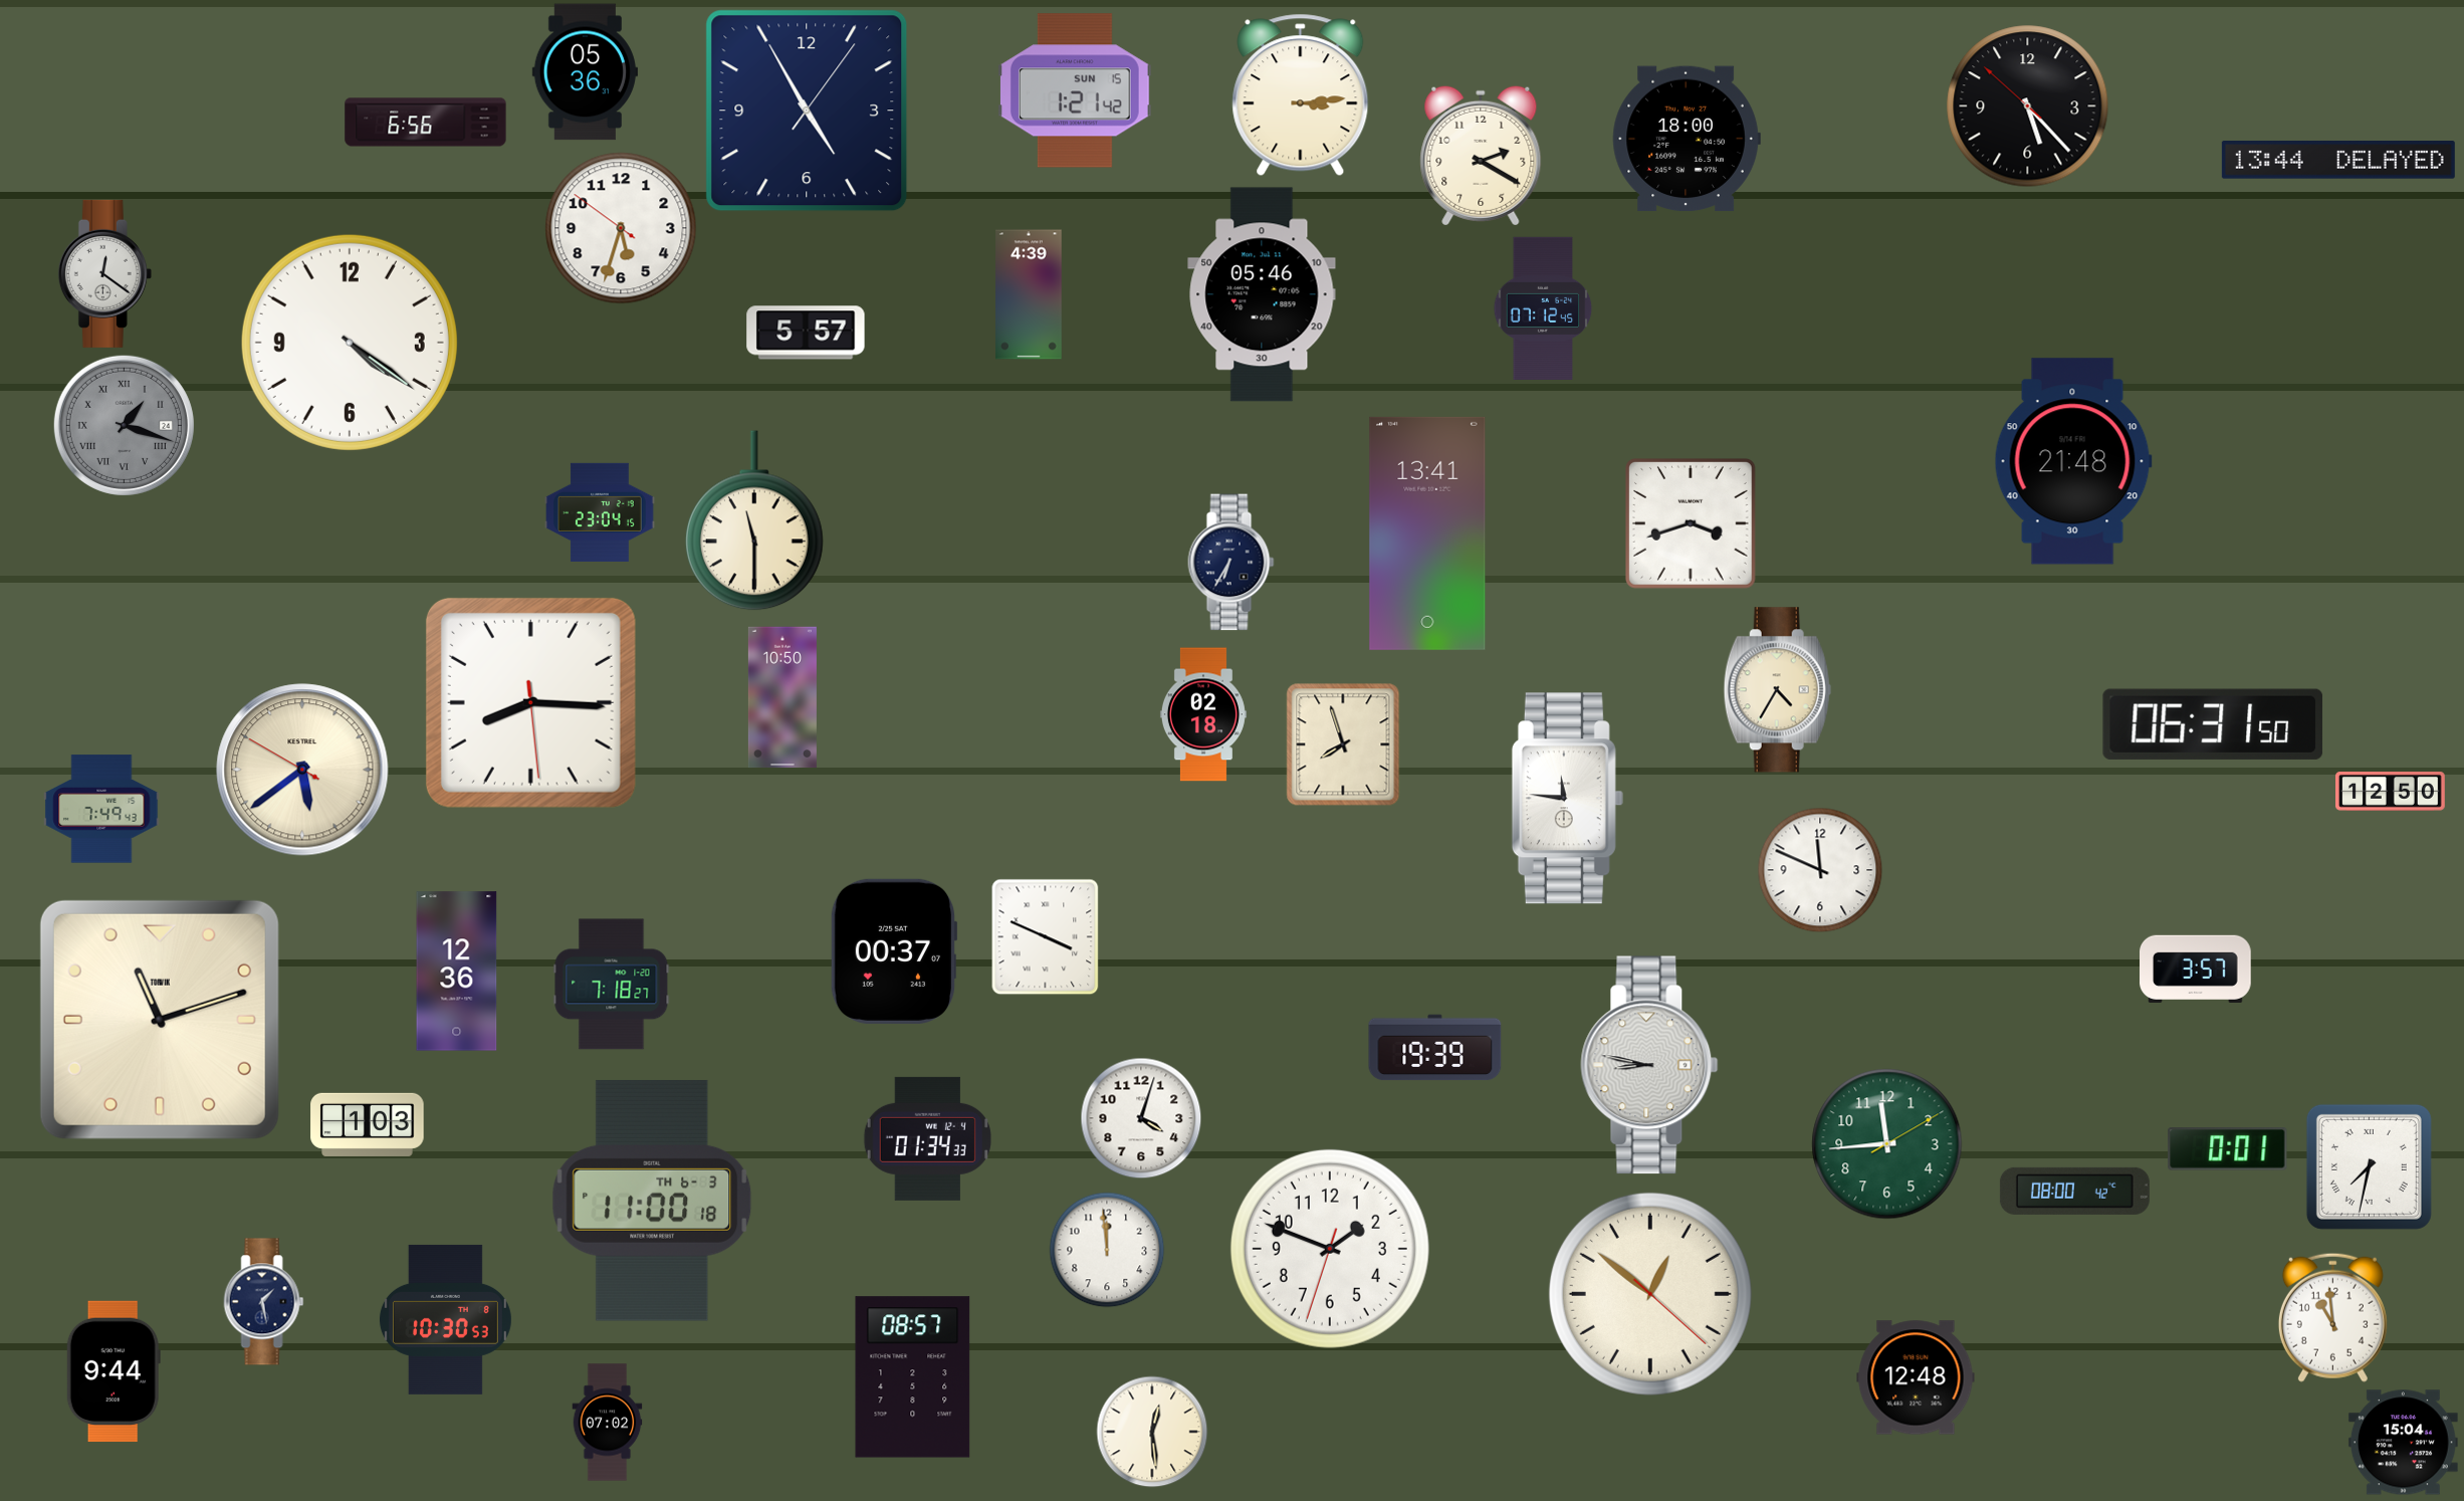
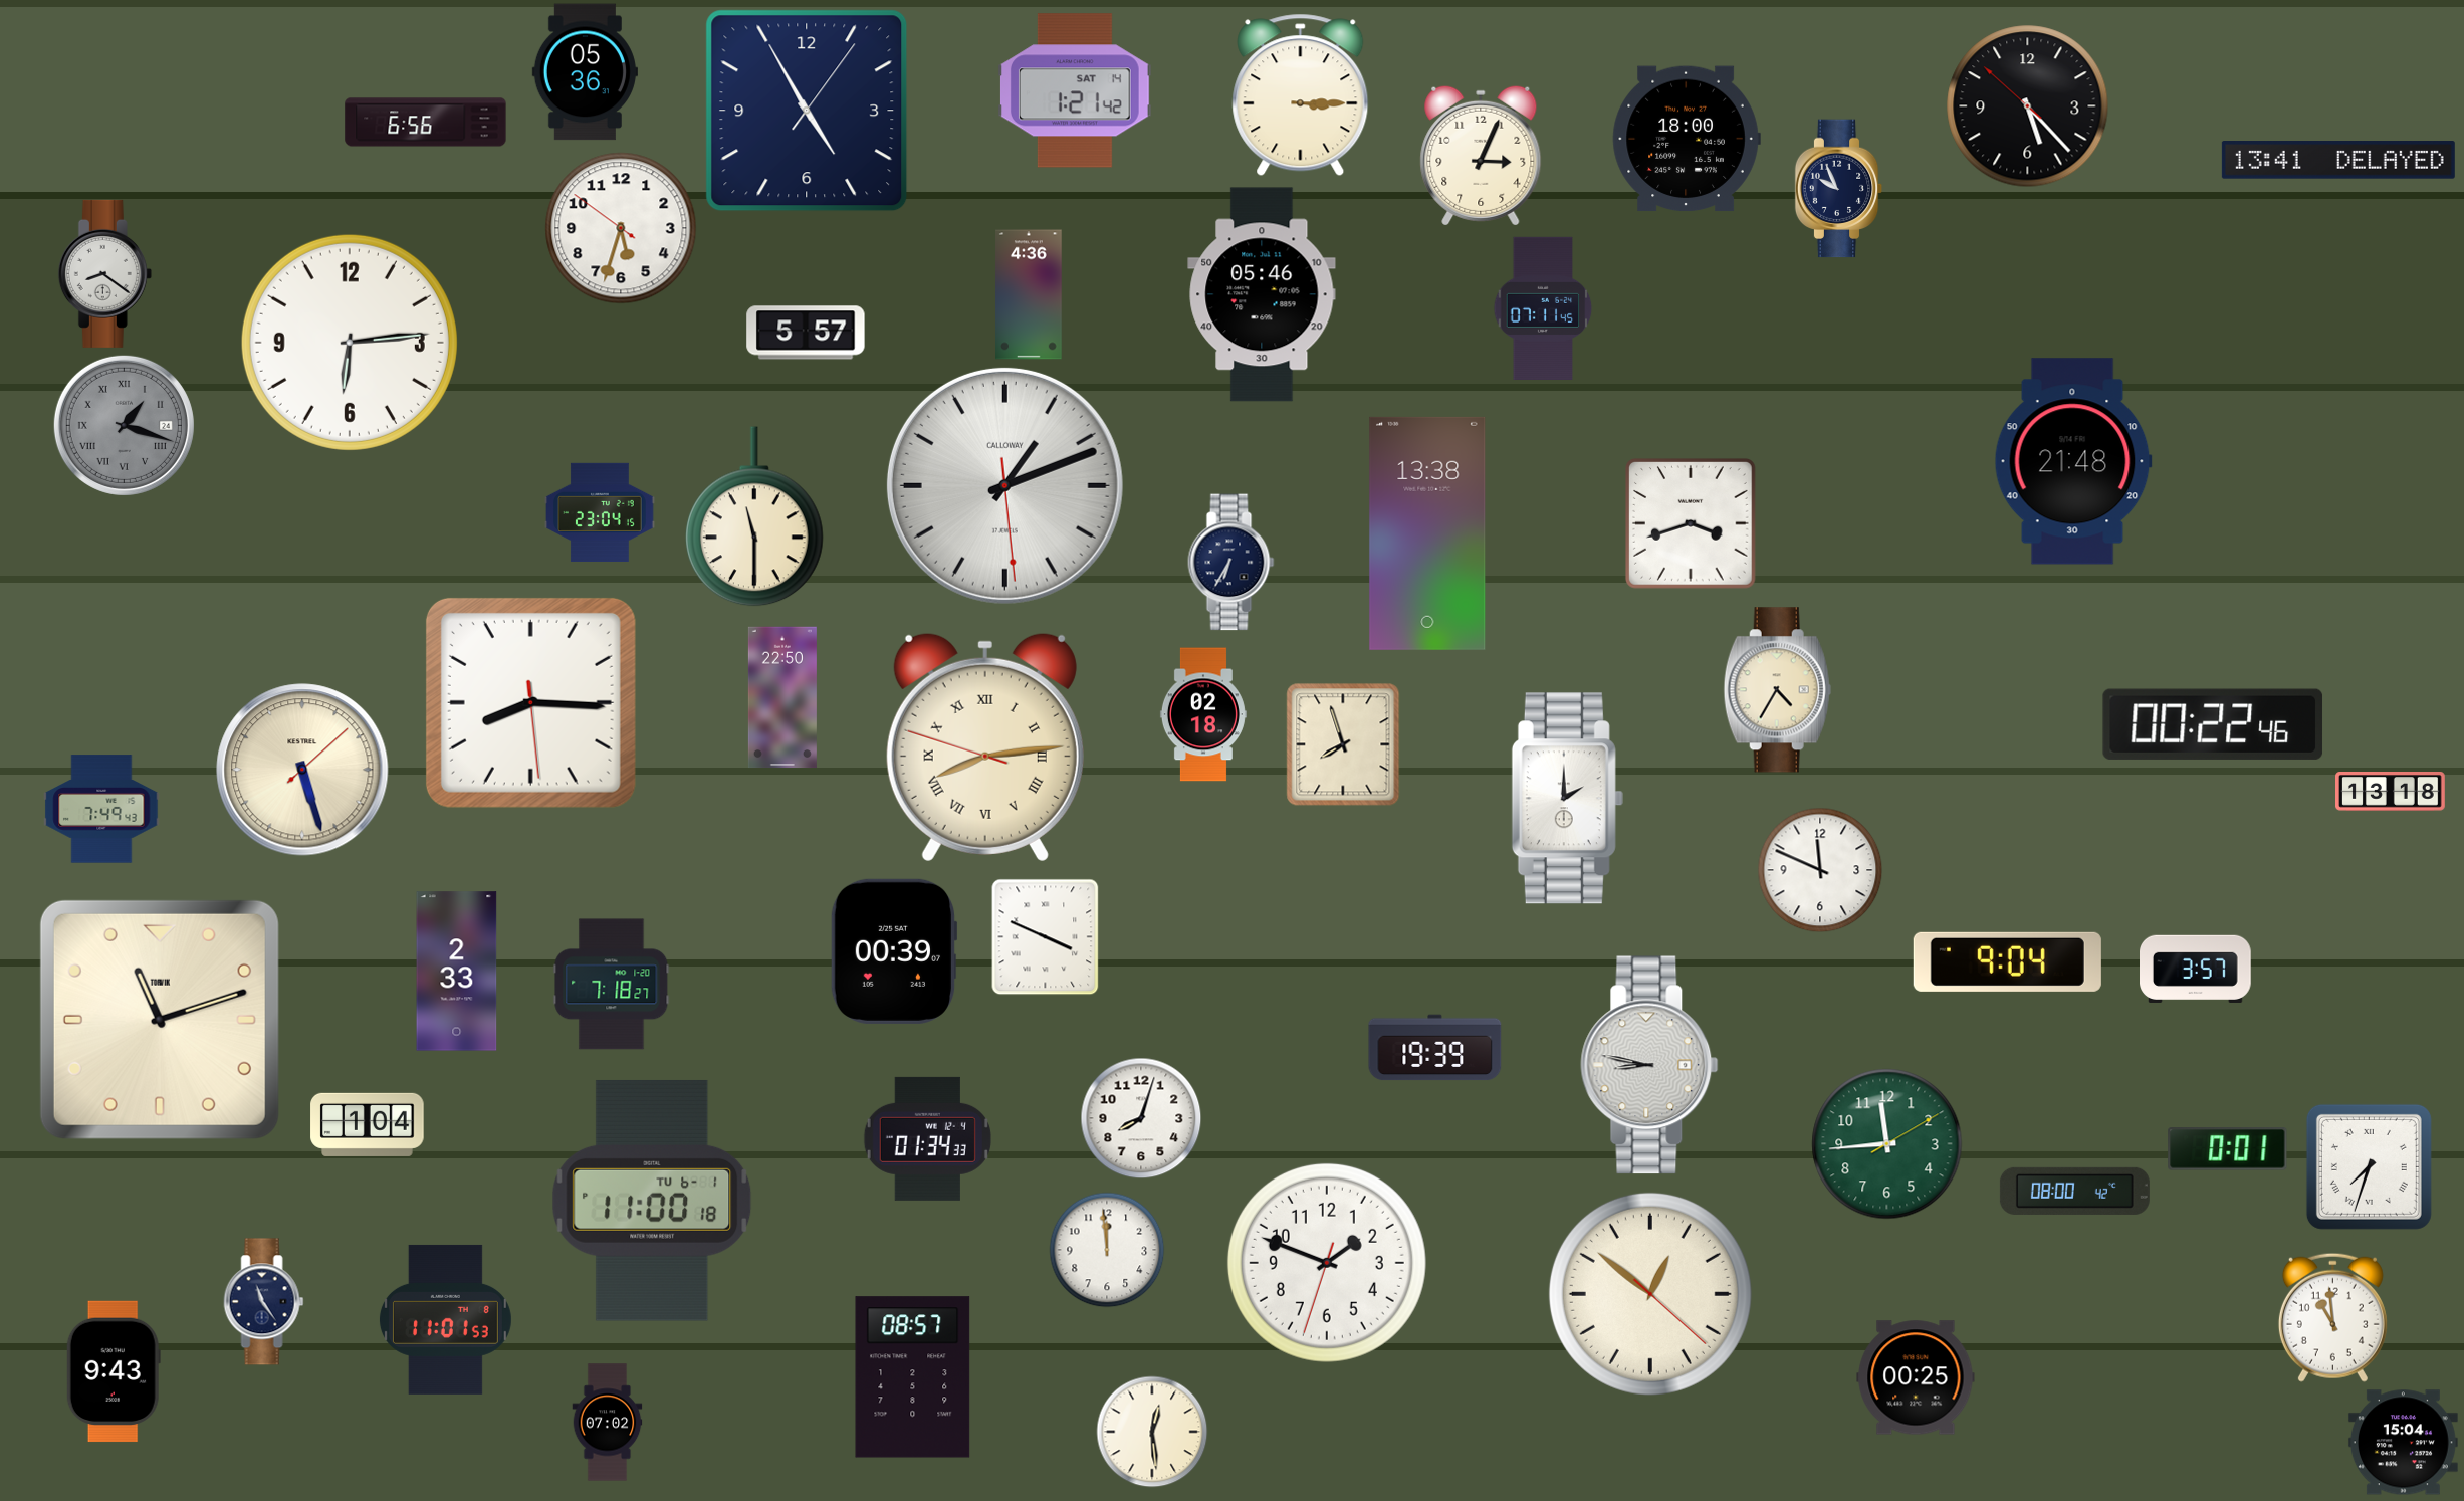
clock at (1075, 90) date: SUN 15 -> SAT 14
clock at (1301, 95): 3:14 -> 3:15
clock at (1481, 156): 2:20 -> 3:04
clock at (2338, 161): 13:44 -> 13:41
clock at (1839, 189): none -> 9:56
clock at (104, 273): 12:21 -> 8:21
clock at (1029, 294): 4:39 -> 4:36
clock at (1543, 307): 07:12 -> 07:11
clock at (350, 343): 4:21 -> 6:14
clock at (1004, 485): none -> 1:11
clock at (754, 520) position: (754, 520) -> (754, 516)
clock at (1427, 533): 13:41 -> 13:38
clock at (782, 697): 10:50 -> 22:50
clock at (2213, 724): 06:31 -> 00:22
clock at (985, 746): none -> 8:13
clock at (302, 770): 5:38 -> 5:27
clock at (2391, 792): 12:50 -> 13:18
clock at (1567, 799): 11:46 -> 2:00
clock at (894, 951): 00:37 -> 00:39
clock at (2007, 961): none -> 9:04
clock at (457, 972): 12:36 -> 2:33
clock at (1141, 1118): 4:03 -> 8:03
clock at (368, 1124): 1:03 -> 1:04
clock at (2369, 1166): 7:32 -> 7:33
clock at (652, 1201) date: TH 6-3 -> TU 6-1
clock at (1330, 1249) position: (1330, 1249) -> (1327, 1263)
clock at (264, 1302): 1:28 -> 11:24
clock at (445, 1319): 10:30 -> 11:01
clock at (114, 1371): 9:44 -> 9:43
clock at (1916, 1377): 12:48 -> 00:25
